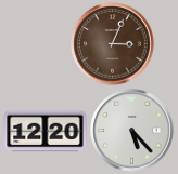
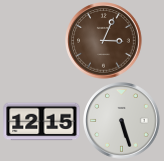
clock at (132, 131): 5:23 -> 5:27
clock at (46, 132): 12:20 -> 12:15
